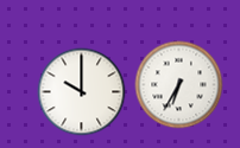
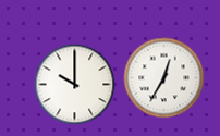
clock at (179, 85): 6:35 -> 12:35
